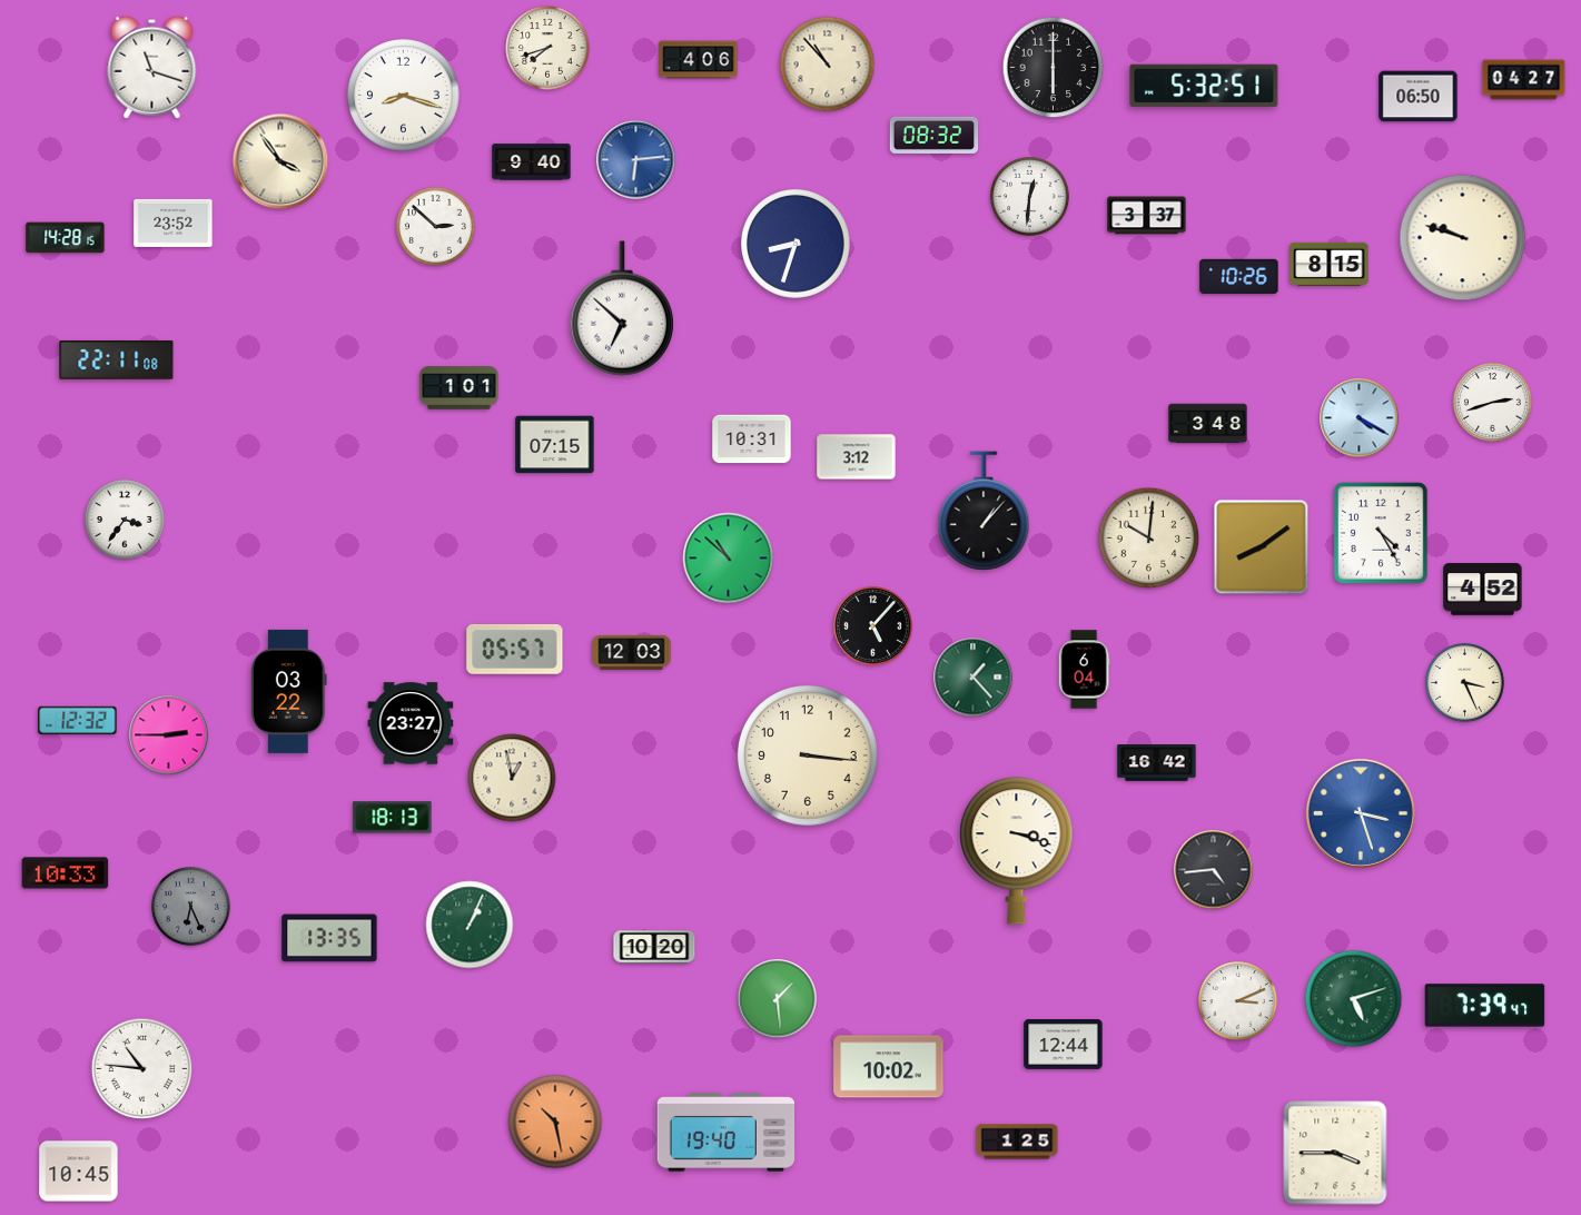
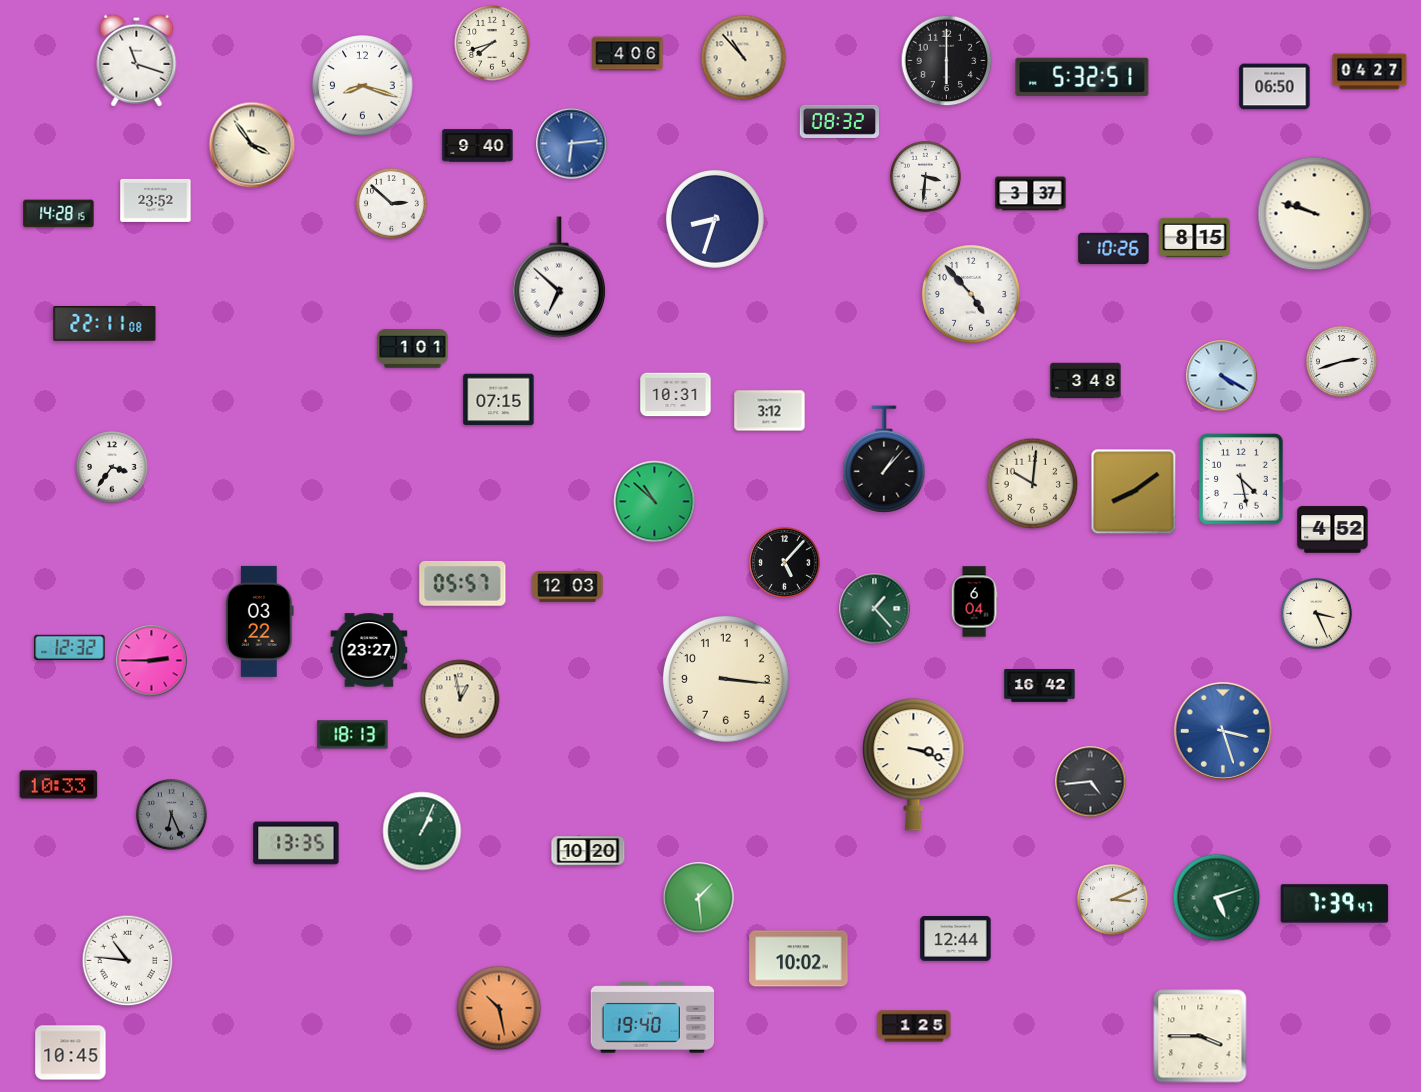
clock at (1030, 197): 12:31 -> 3:31
clock at (971, 294): none -> 4:53
clock at (1381, 533): 4:25 -> 4:28
